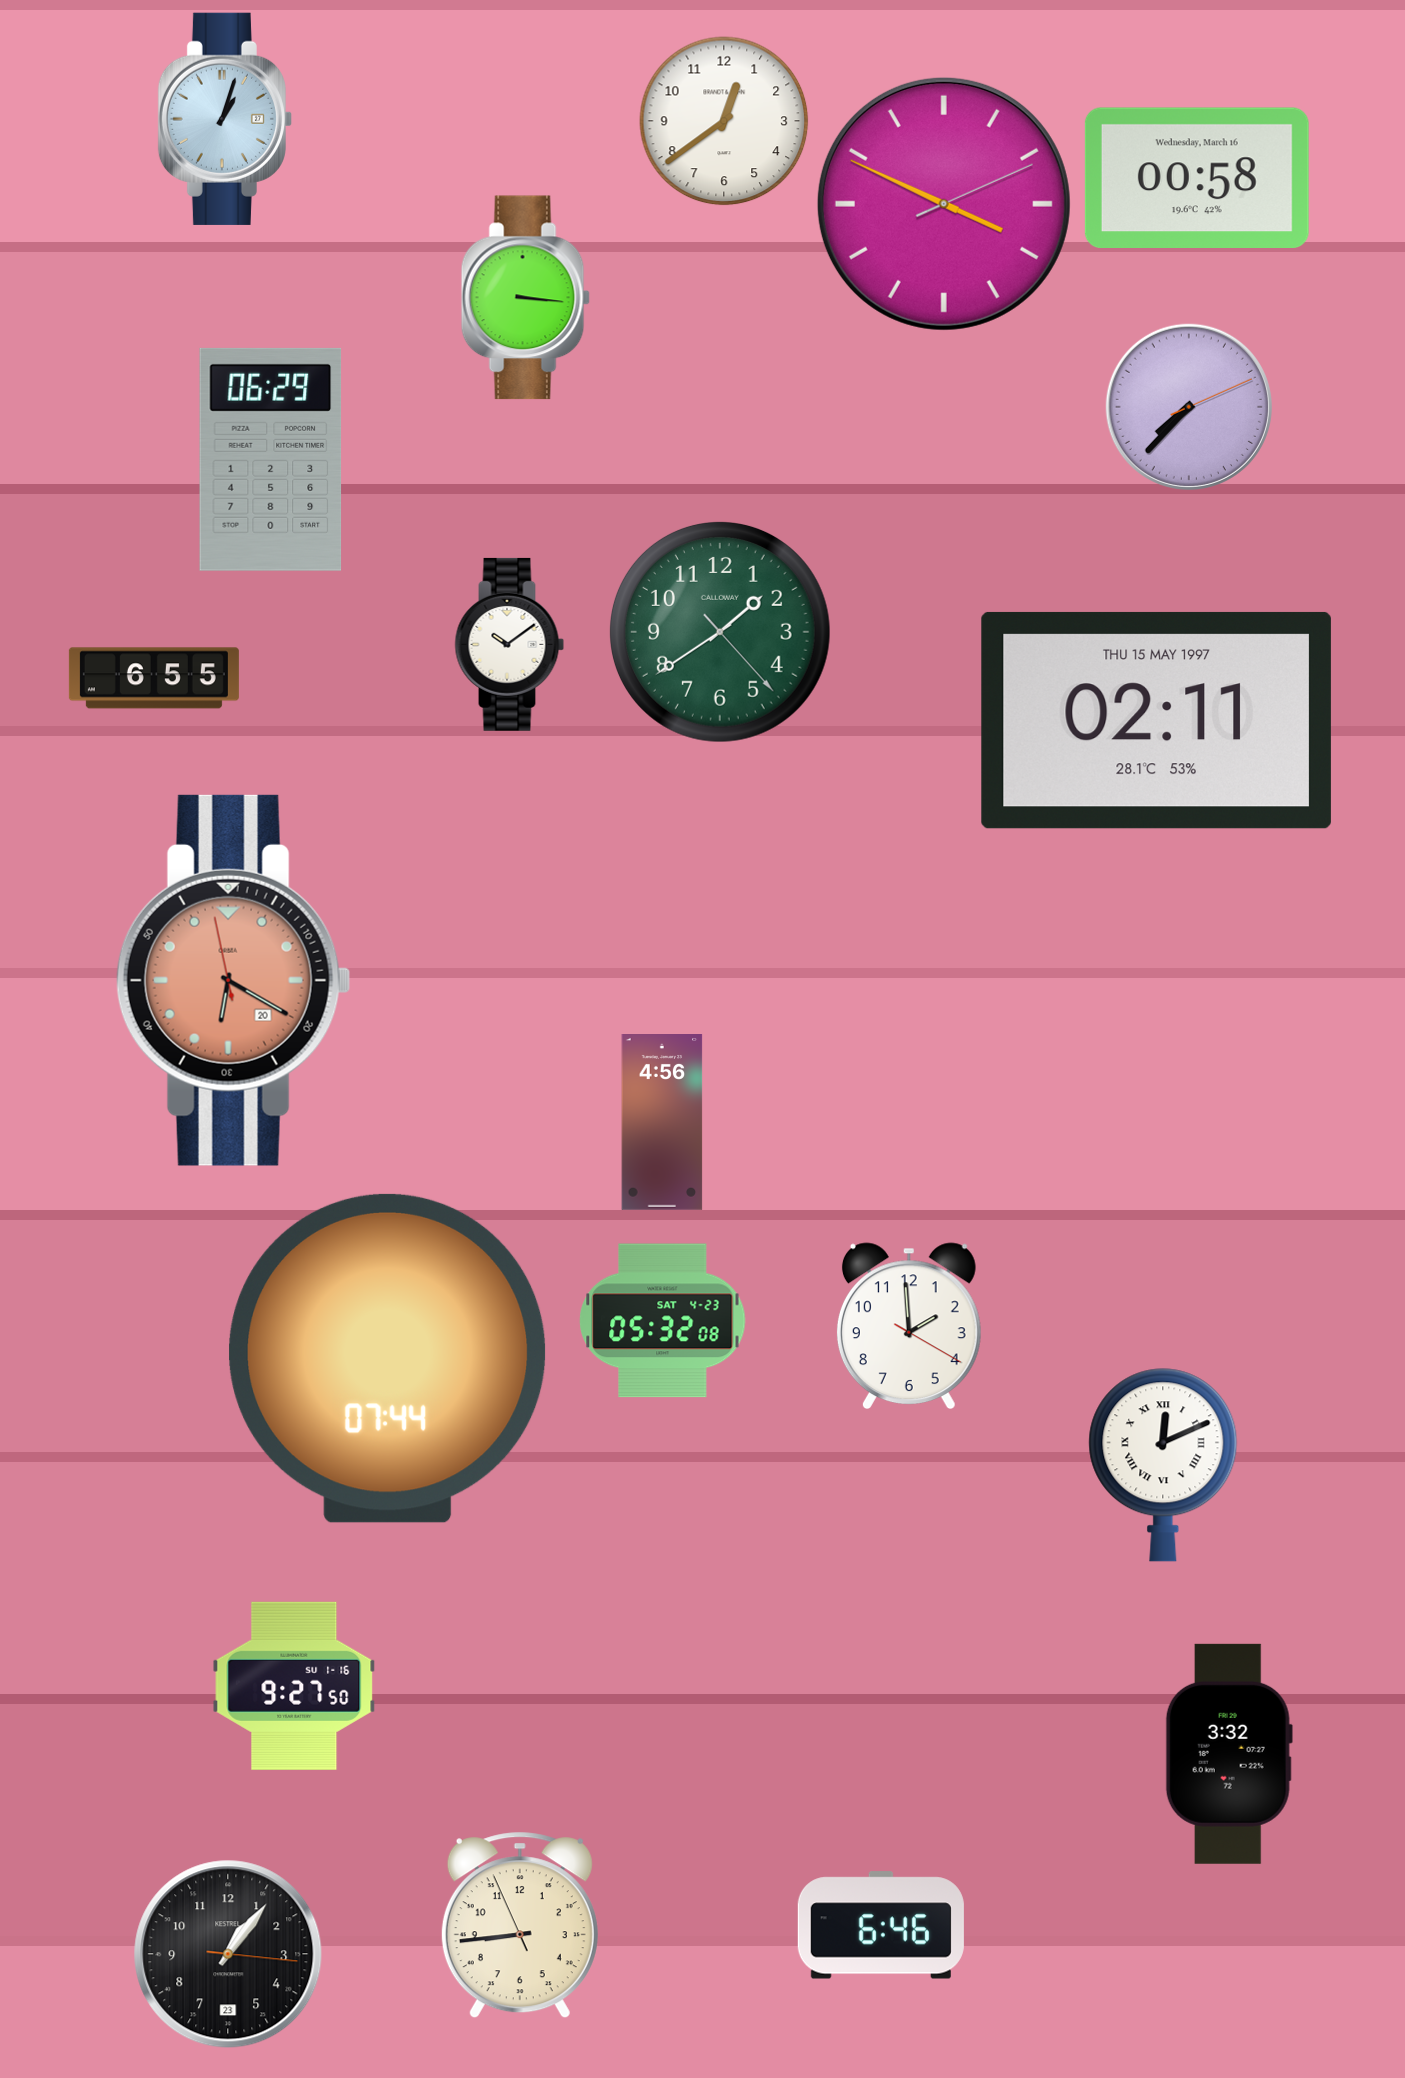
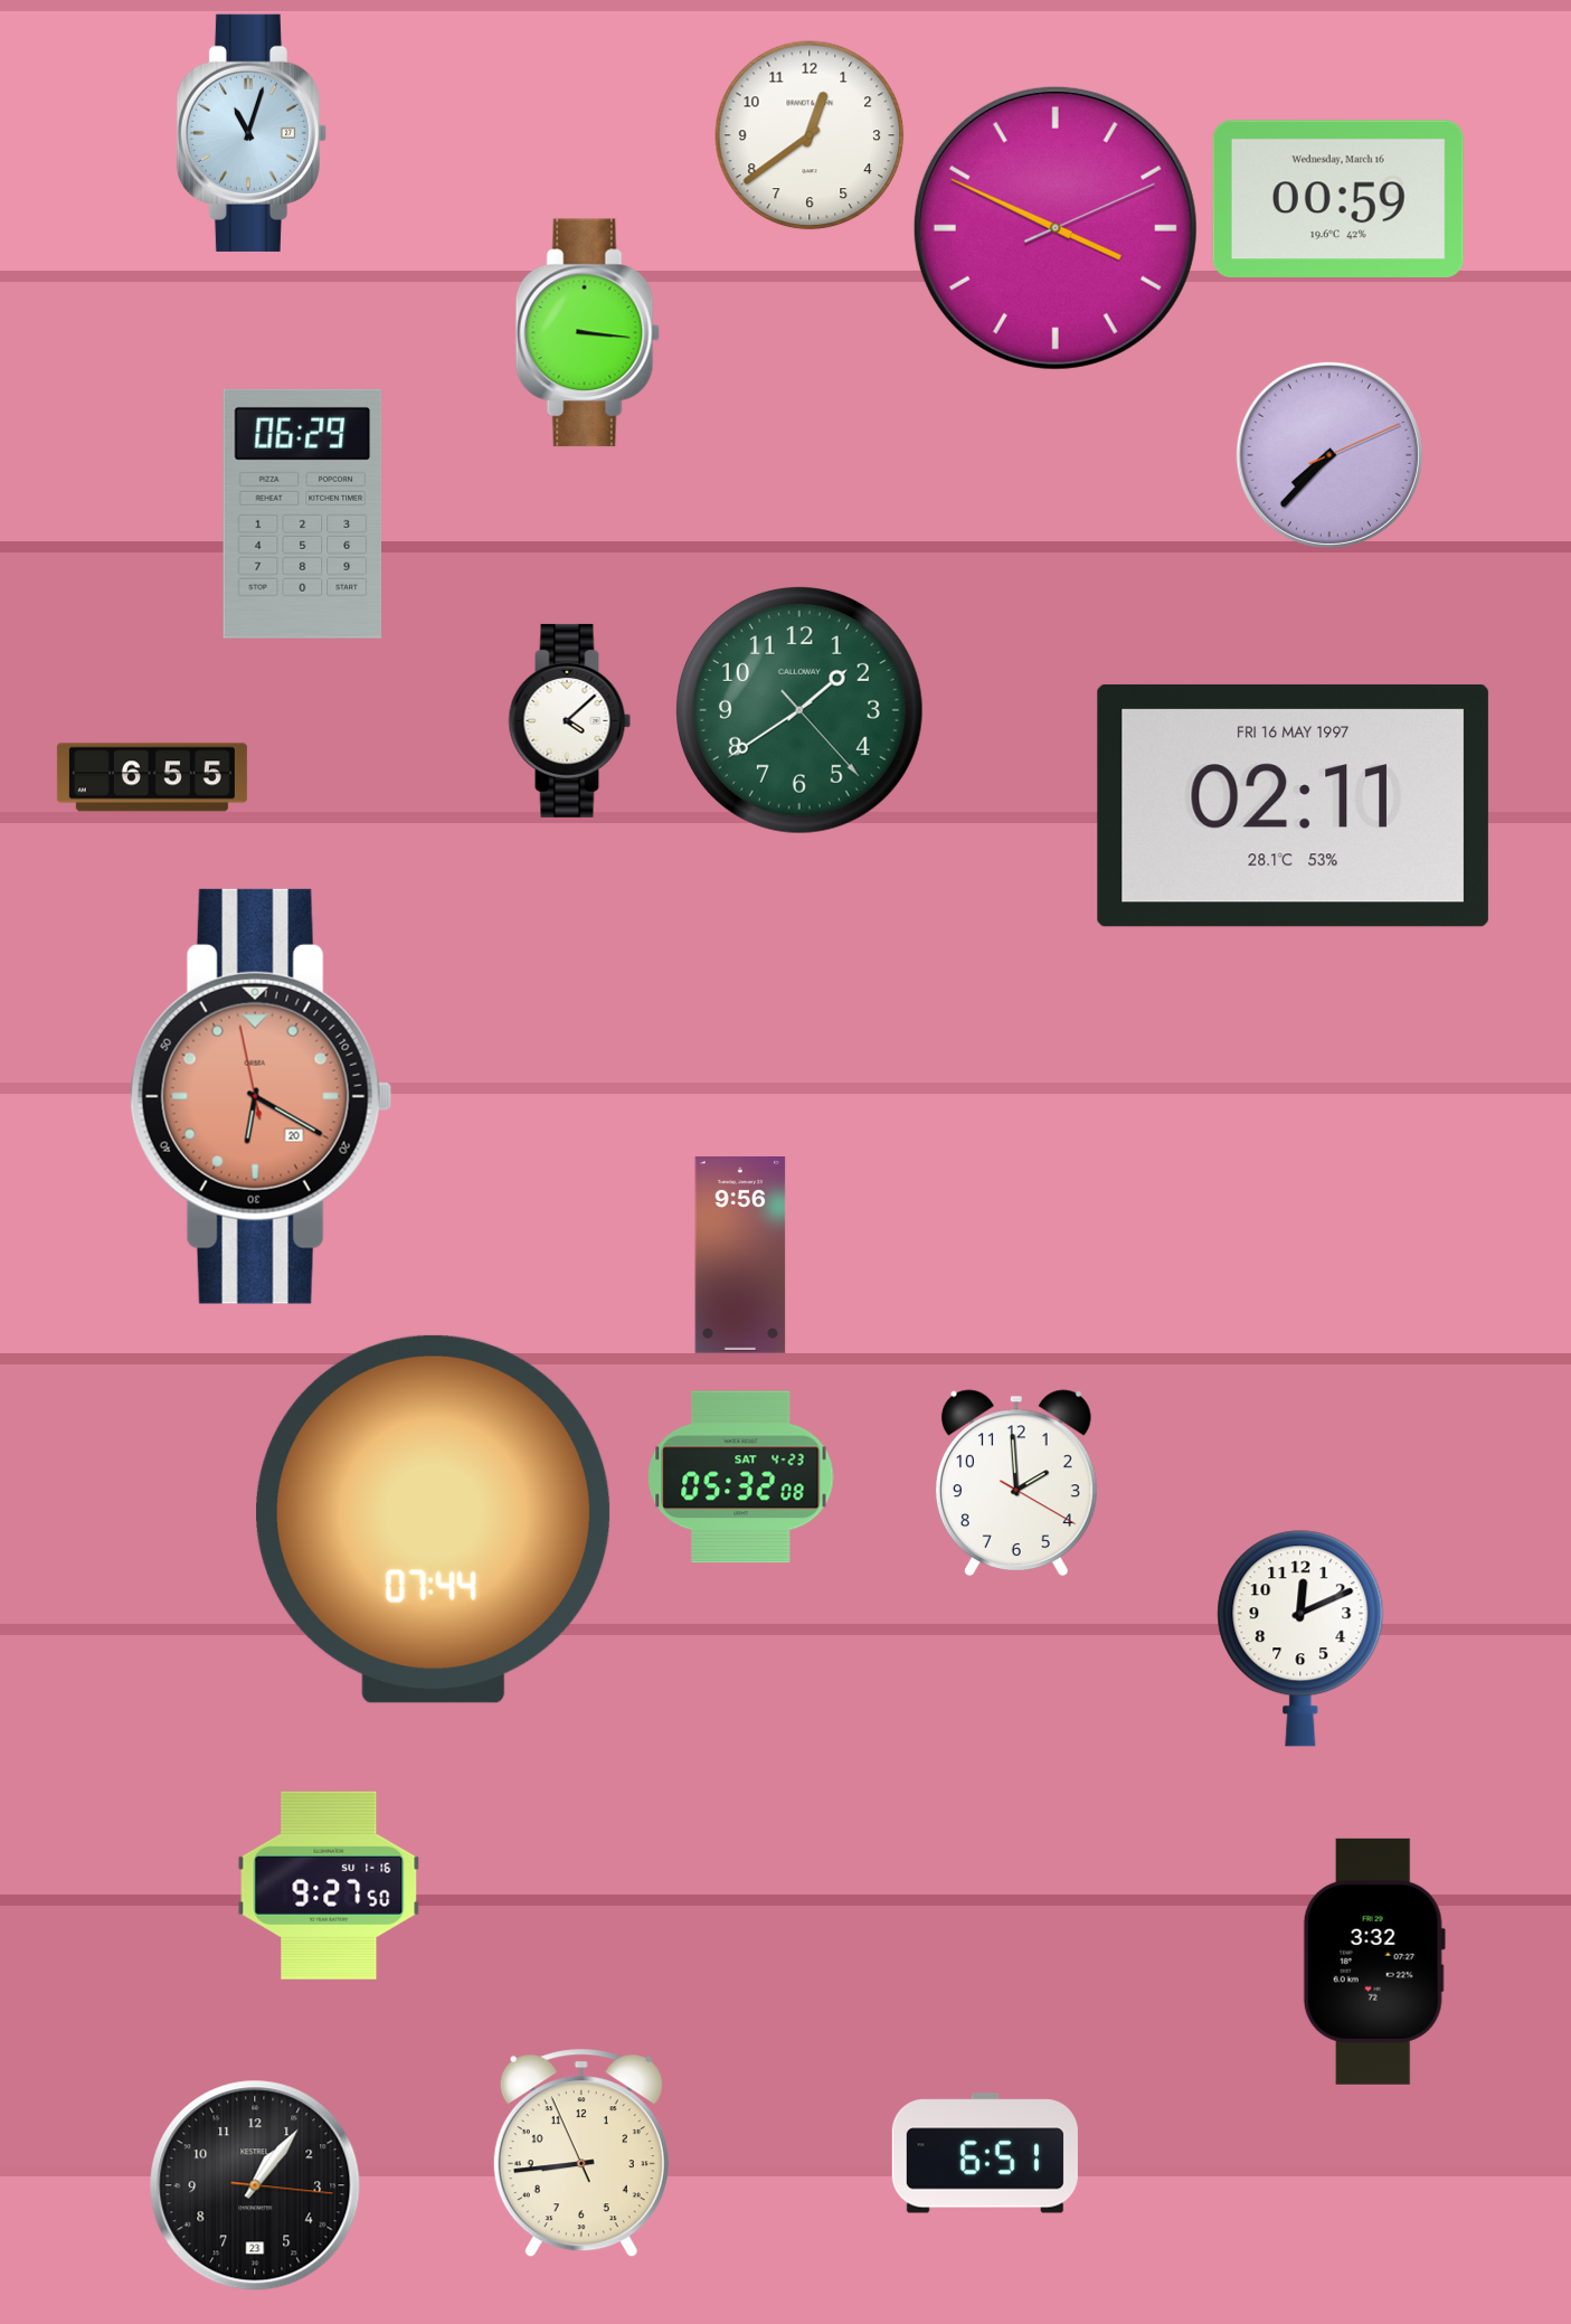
clock at (225, 119): 1:03 -> 11:03
clock at (1197, 177): 00:58 -> 00:59
clock at (720, 632) position: (720, 632) -> (799, 710)
clock at (510, 644): 10:09 -> 4:08
clock at (154, 678) position: (154, 678) -> (152, 777)
clock at (1156, 720) date: THU 15 MAY 1997 -> FRI 16 MAY 1997
clock at (662, 1123): 4:56 -> 9:56
clock at (1163, 1465) numerals: Roman -> Arabic
clock at (881, 1925): 6:46 -> 6:51
